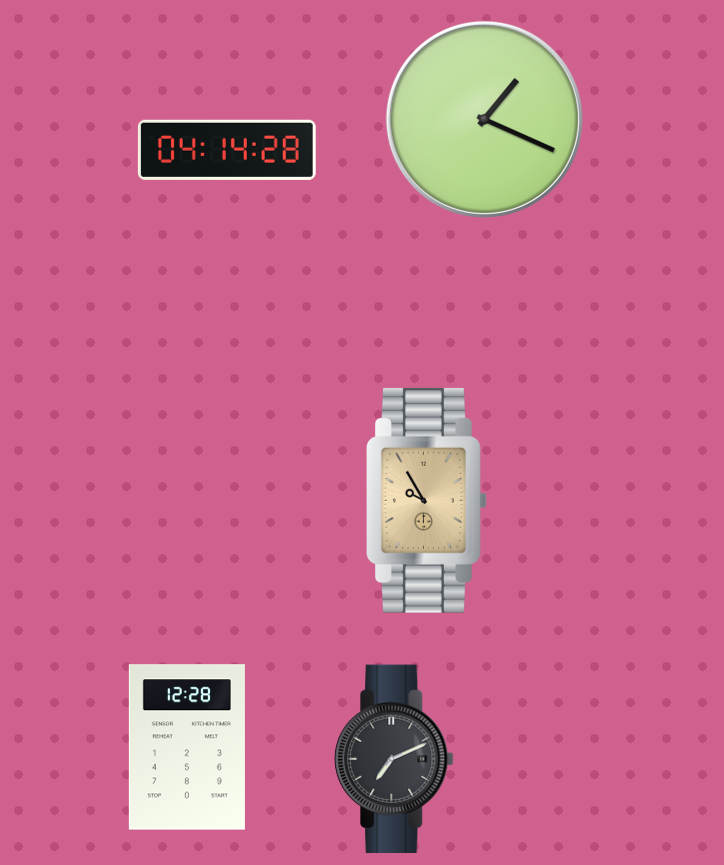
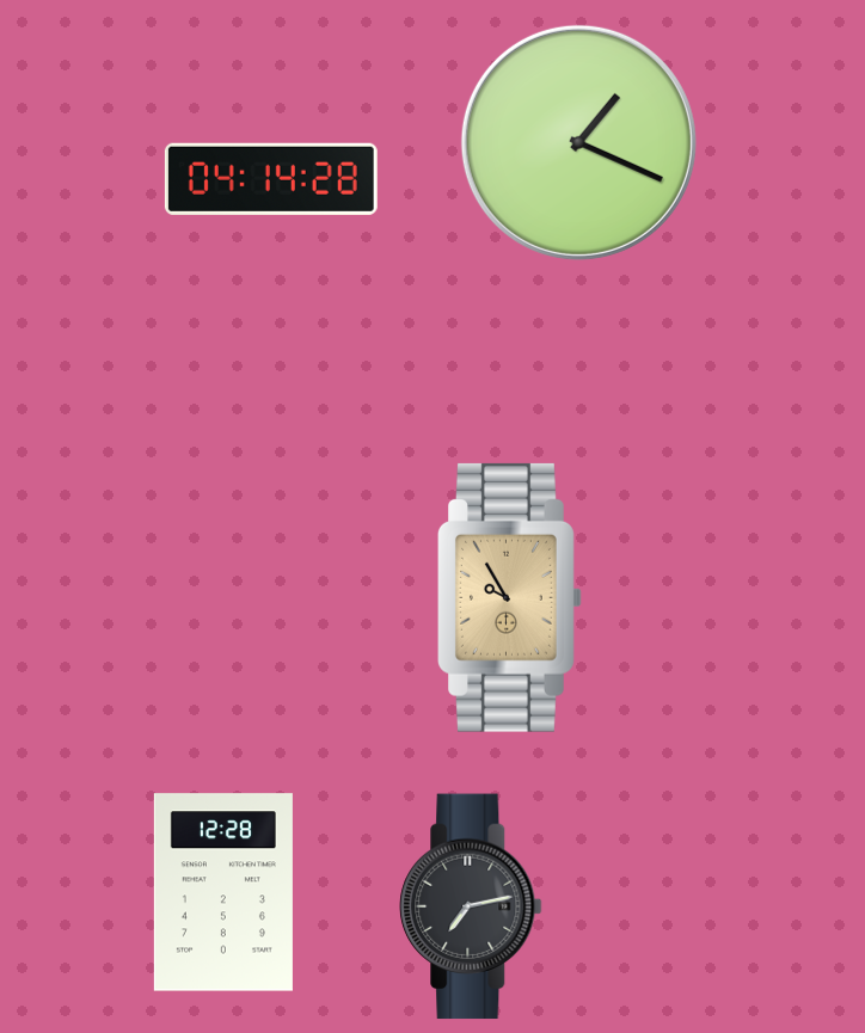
clock at (394, 759): 7:11 -> 7:13
